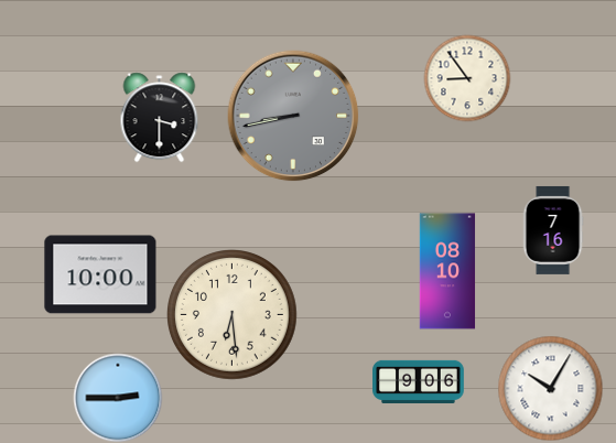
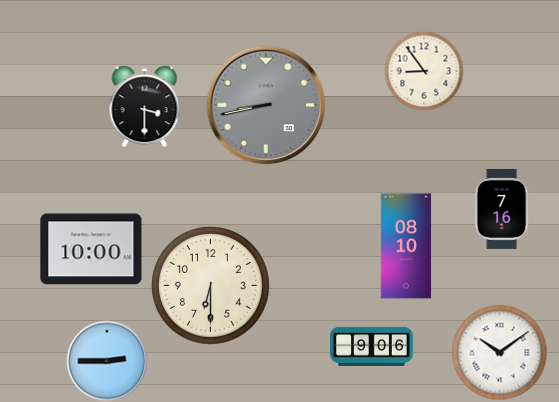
clock at (233, 315): 6:29 -> 6:30
clock at (419, 381) position: (419, 381) -> (372, 346)
clock at (550, 388): 10:05 -> 10:09
